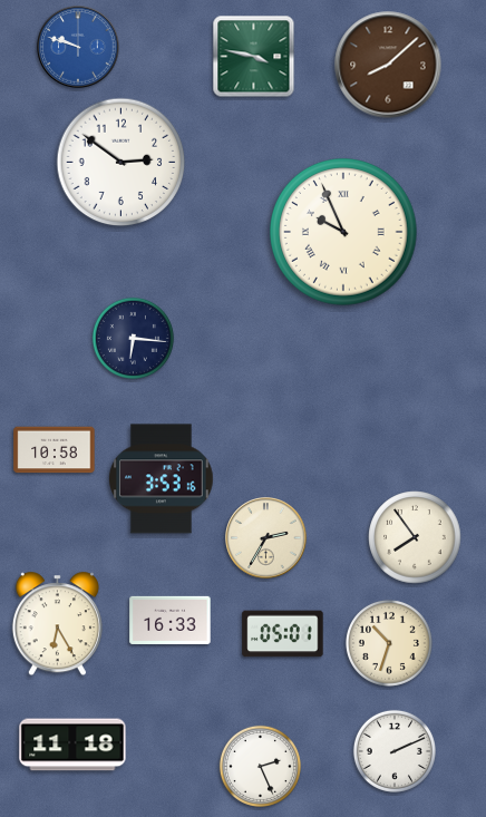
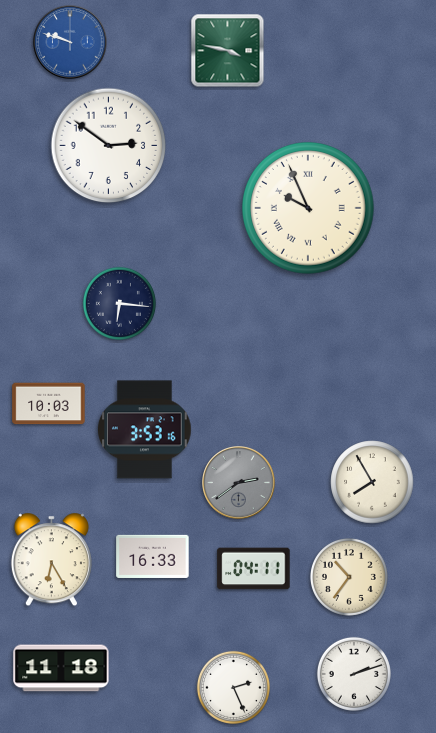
clock at (388, 65): 8:08 -> none
clock at (55, 450): 10:58 -> 10:03
clock at (415, 537): 7:54 -> 7:55
clock at (266, 538): 2:35 -> 2:39
clock at (266, 538) dial: cream -> grey
clock at (283, 634): 05:01 -> 04:11
clock at (389, 643): 10:33 -> 10:36
clock at (72, 745) position: (72, 745) -> (61, 668)
clock at (395, 751): 2:11 -> 2:12
